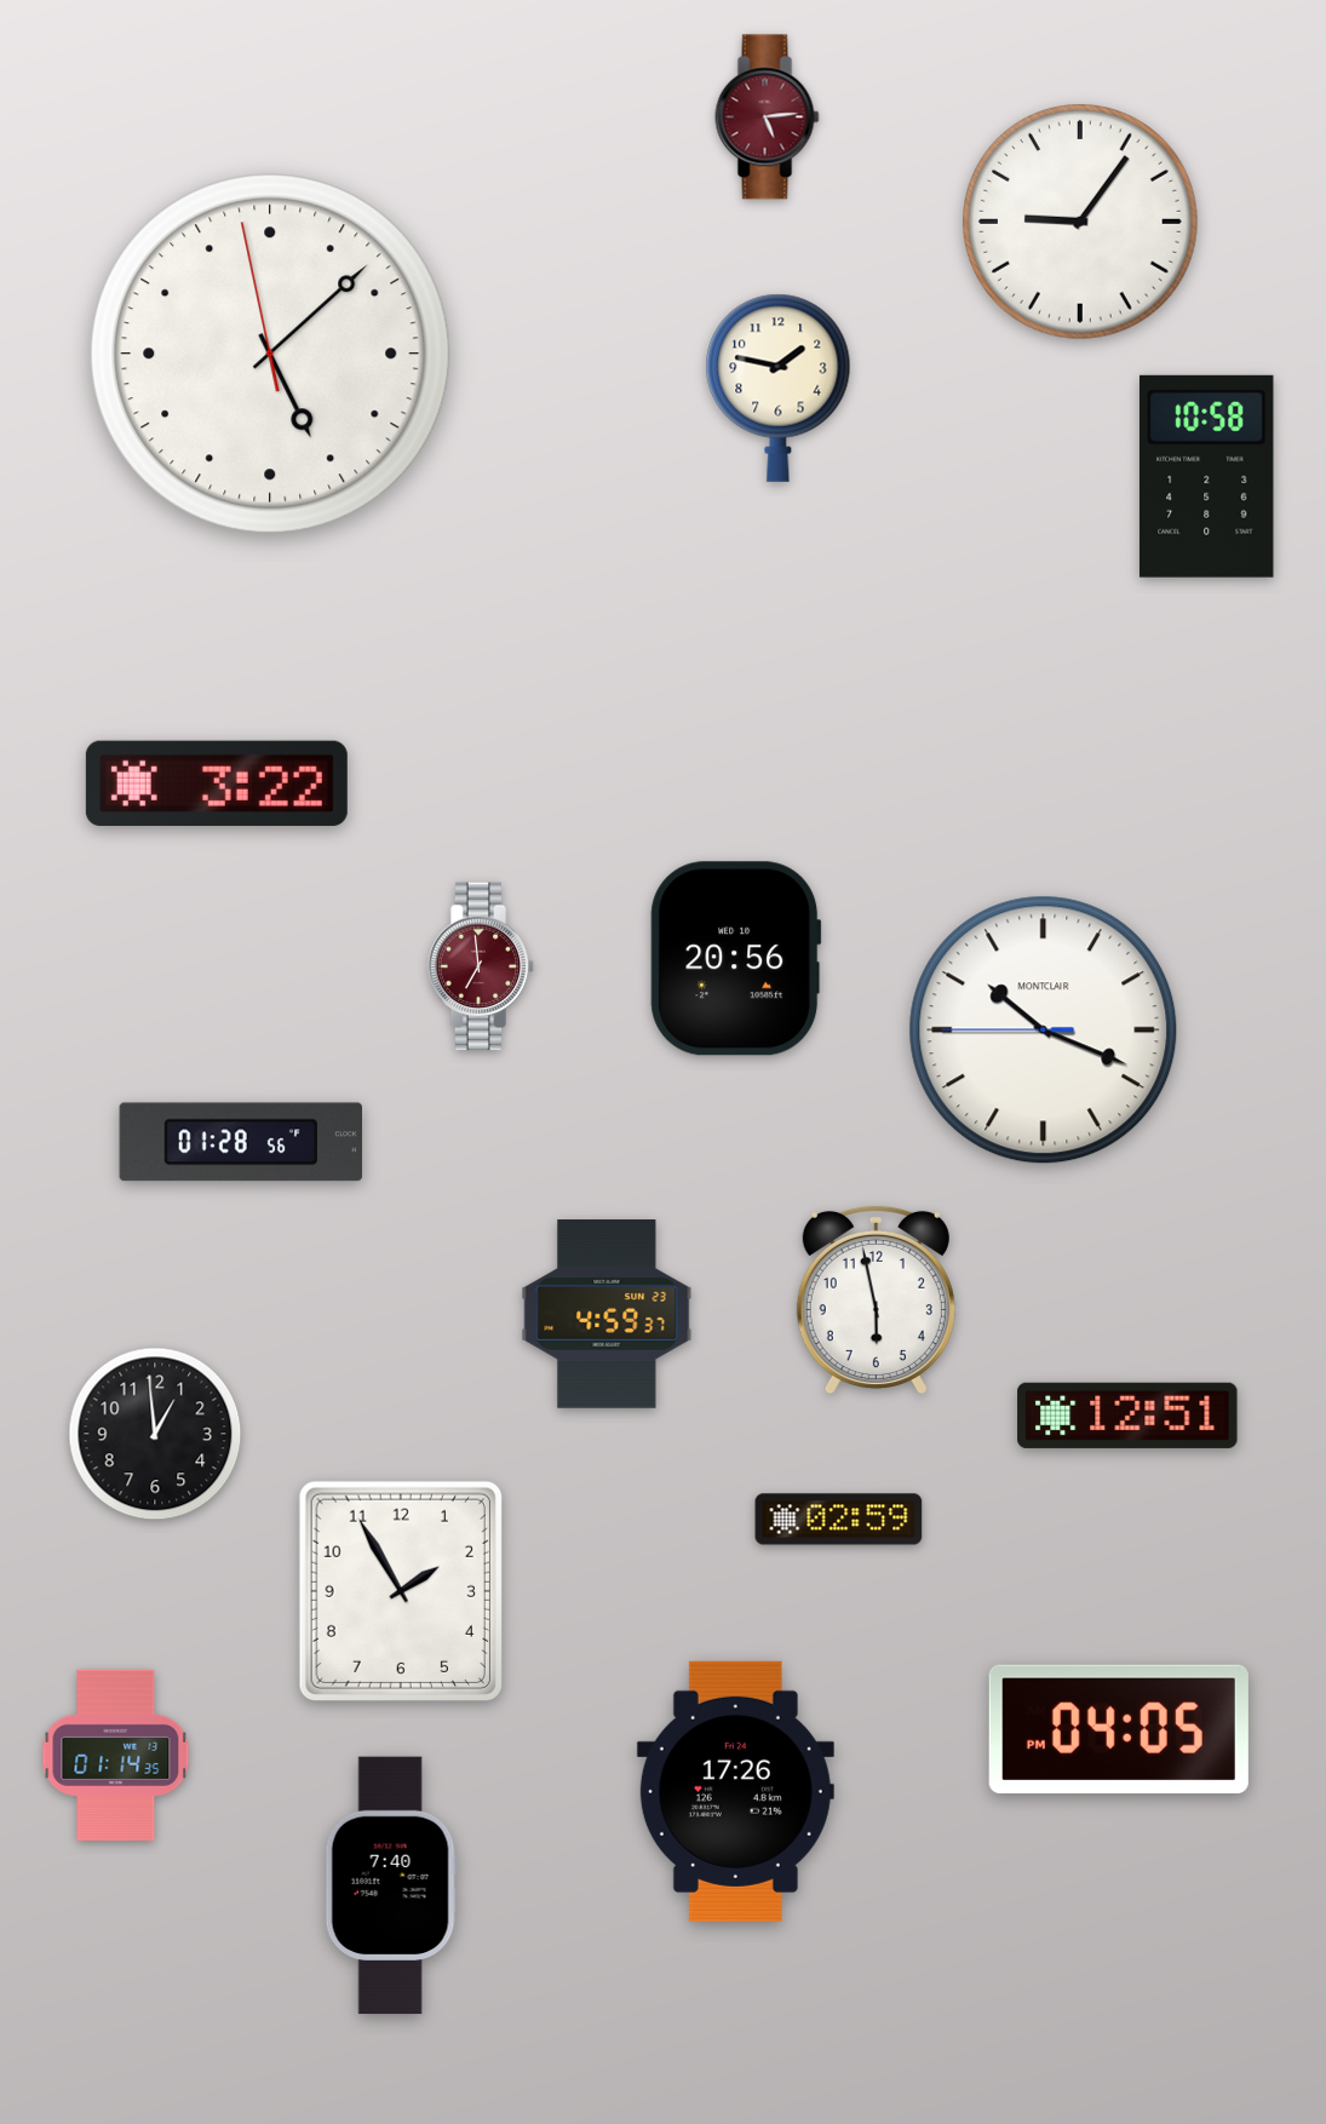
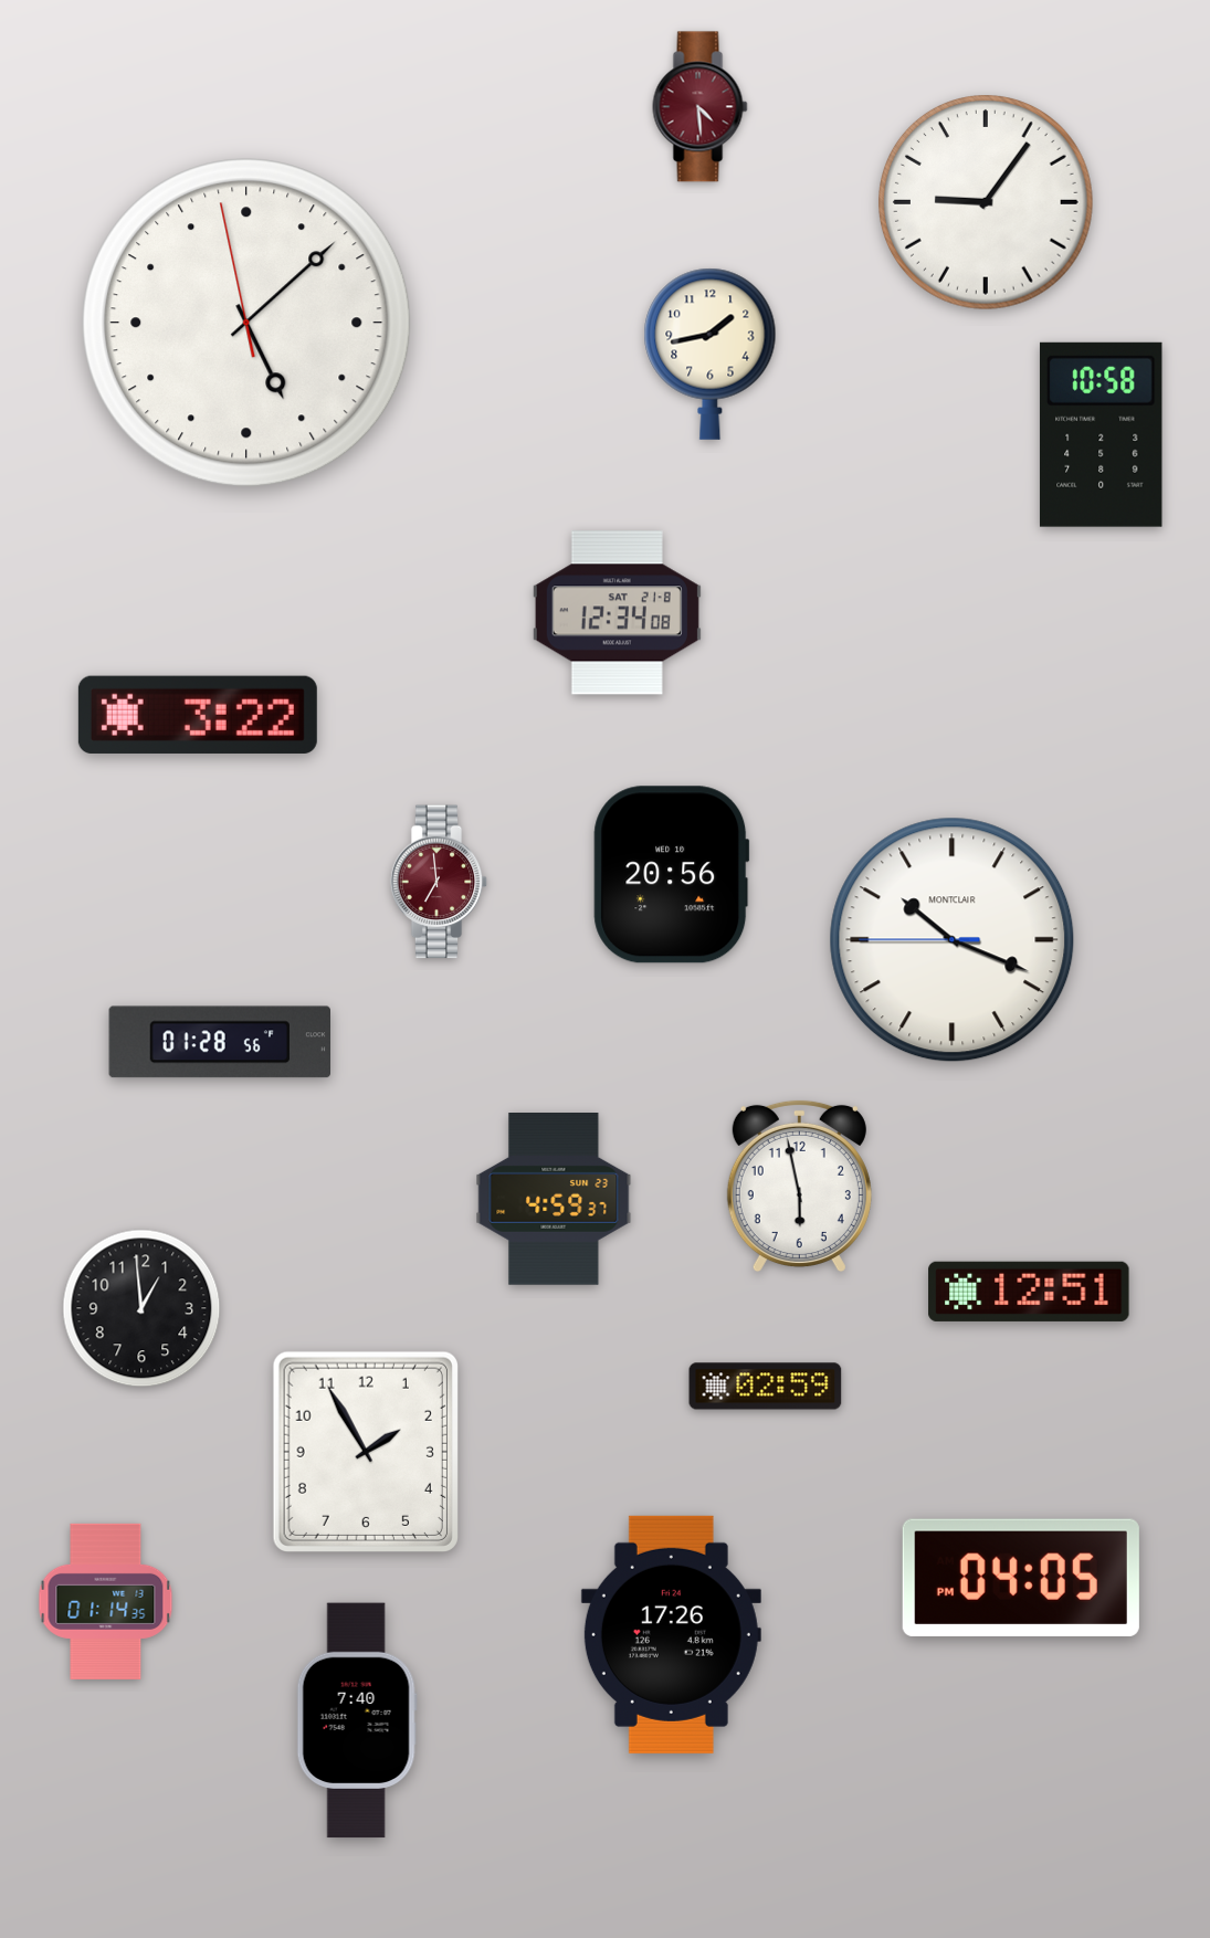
clock at (768, 117): 5:14 -> 4:29
clock at (779, 388): 1:47 -> 1:43
clock at (617, 613): none -> 12:34
